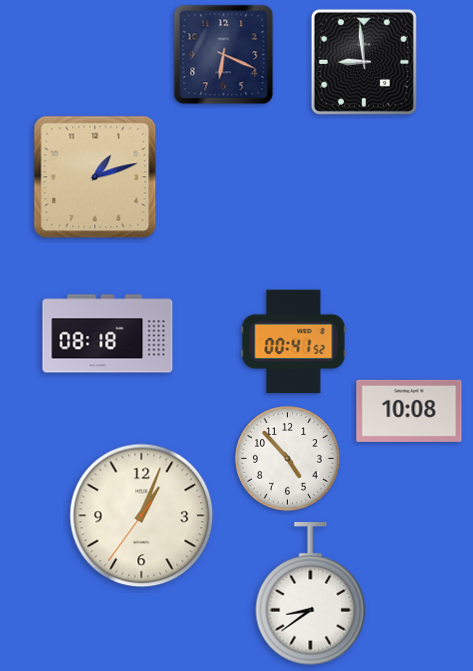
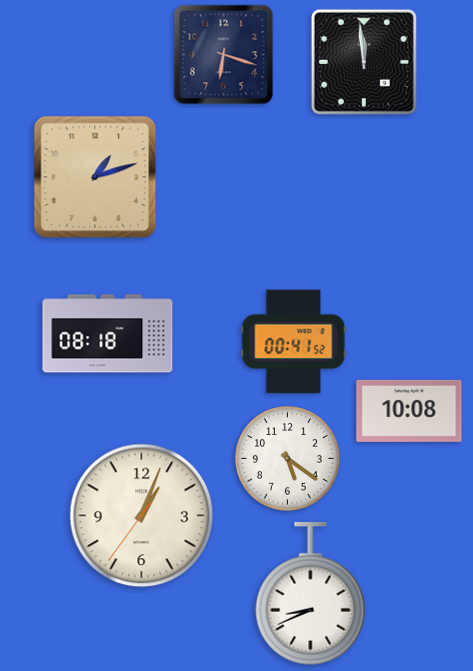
clock at (224, 55): 6:19 -> 6:18
clock at (364, 62): 8:59 -> 11:59
clock at (288, 459): 4:53 -> 5:21
clock at (311, 595): 8:39 -> 8:41
